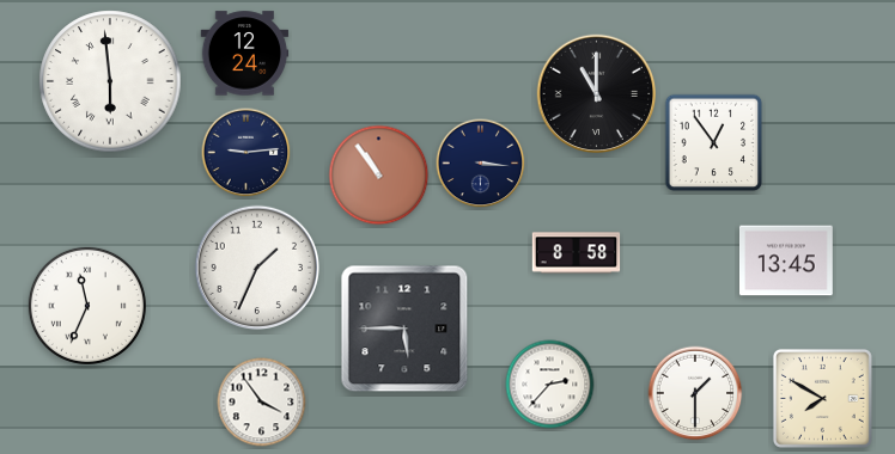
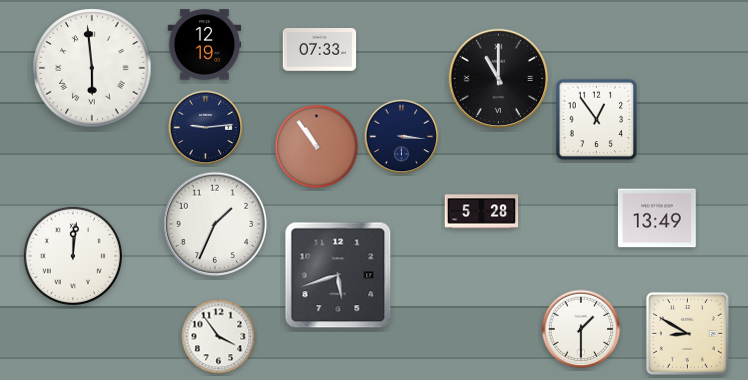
clock at (245, 54): 12:24 -> 12:19
clock at (320, 50): none -> 07:33
clock at (577, 253): 8:58 -> 5:28
clock at (786, 260): 13:45 -> 13:49
clock at (87, 306): 11:34 -> 12:01
clock at (404, 329): 5:45 -> 5:42
clock at (550, 385): 2:37 -> none
clock at (822, 398): 7:50 -> 8:50
